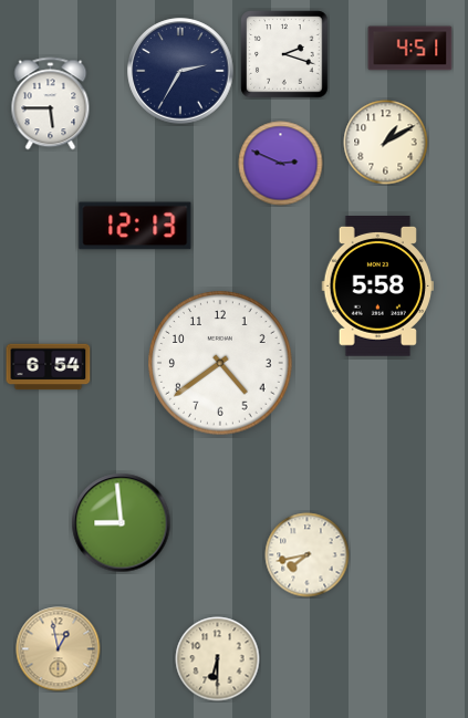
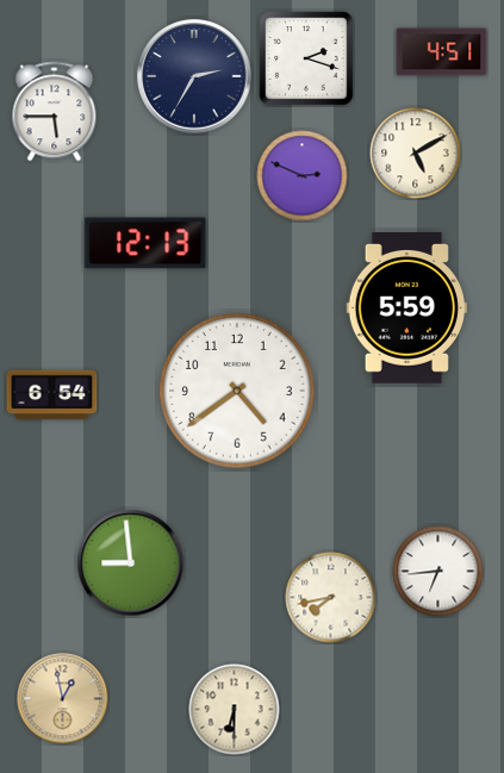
clock at (386, 143): 1:10 -> 5:10
clock at (377, 287): 5:58 -> 5:59
clock at (438, 572): none -> 6:44
